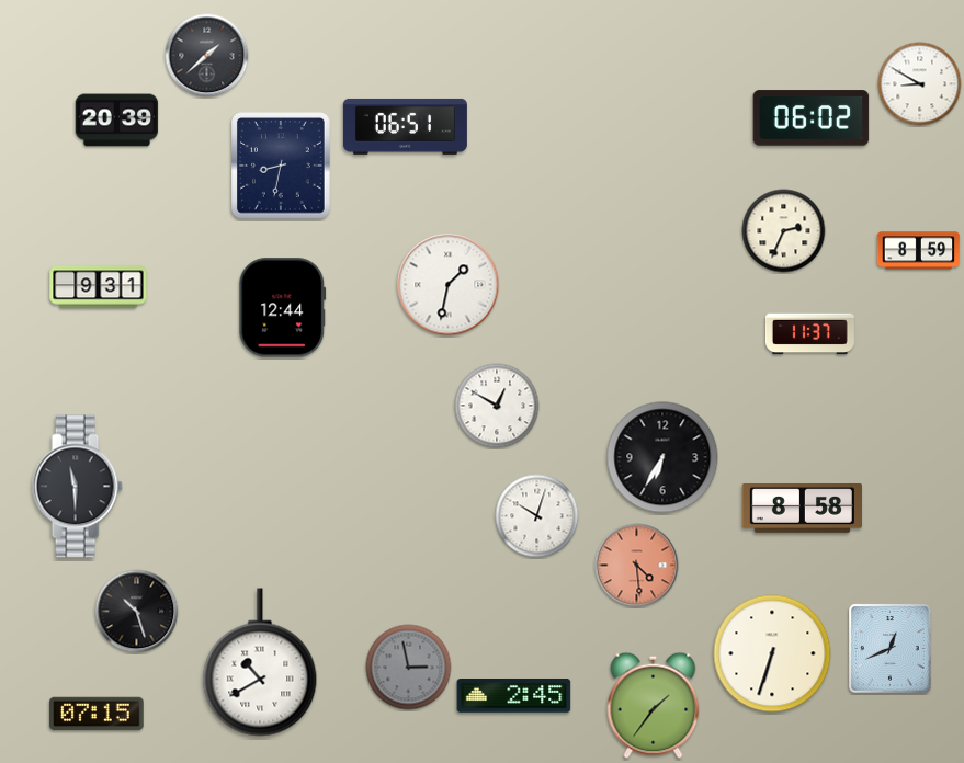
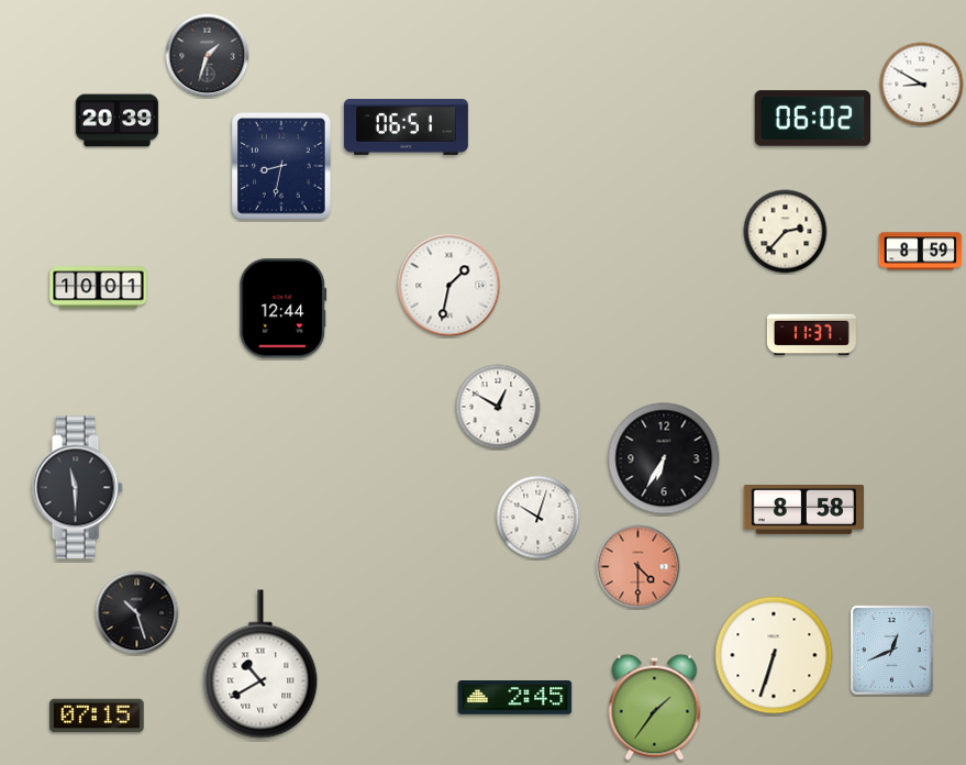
clock at (207, 56): 1:38 -> 1:33
clock at (784, 231): 2:34 -> 2:37
clock at (99, 287): 9:31 -> 10:01
clock at (637, 566): 4:29 -> 4:30
clock at (409, 668): 2:58 -> none
